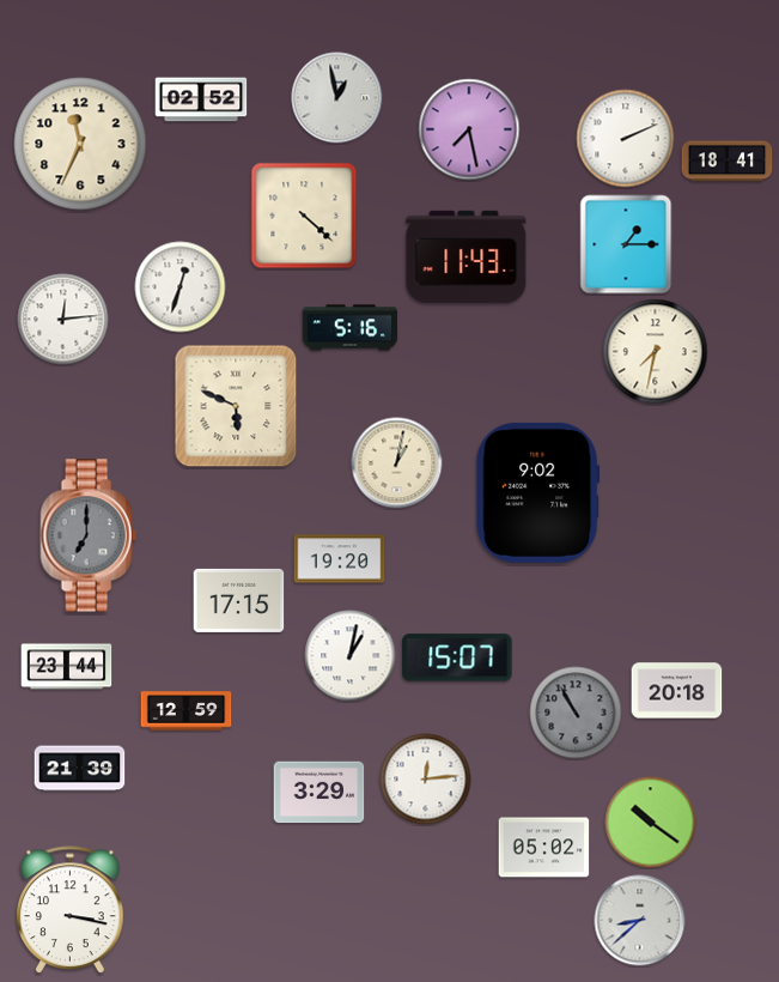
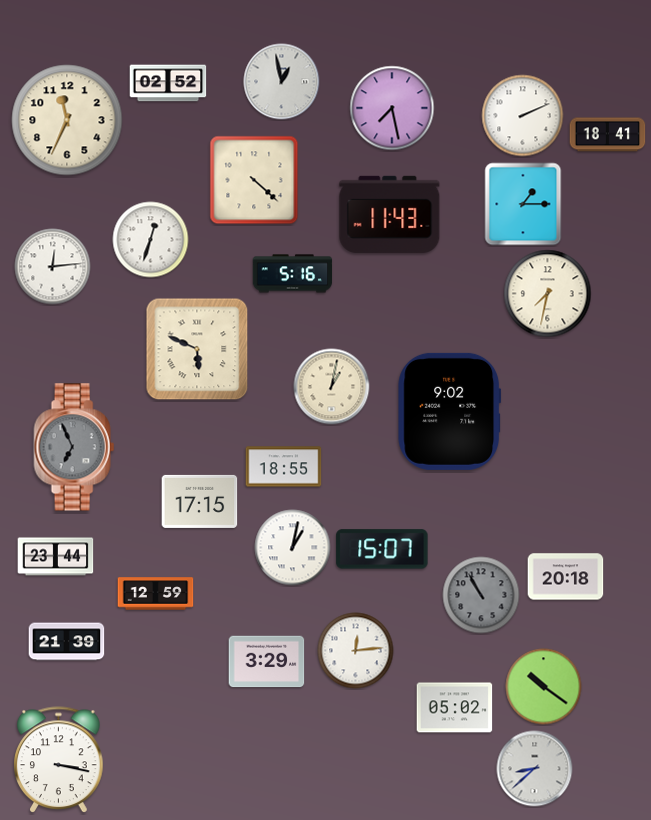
clock at (236, 406) position: (236, 406) -> (197, 349)
clock at (89, 535): 7:00 -> 6:56
clock at (340, 559): 19:20 -> 18:55
